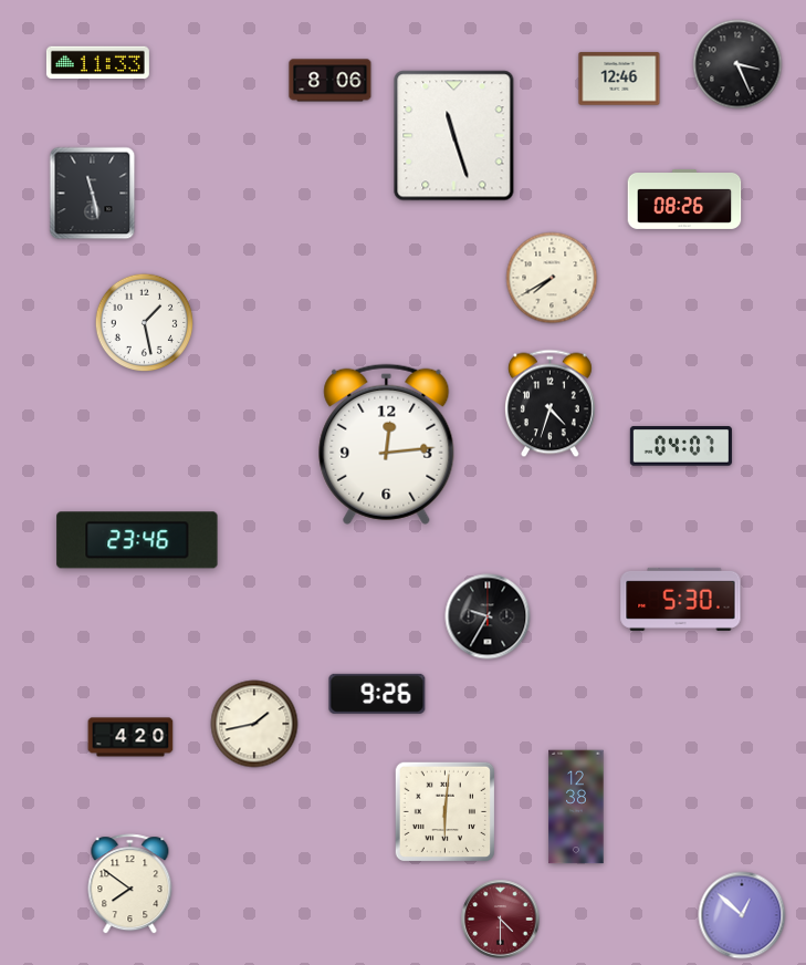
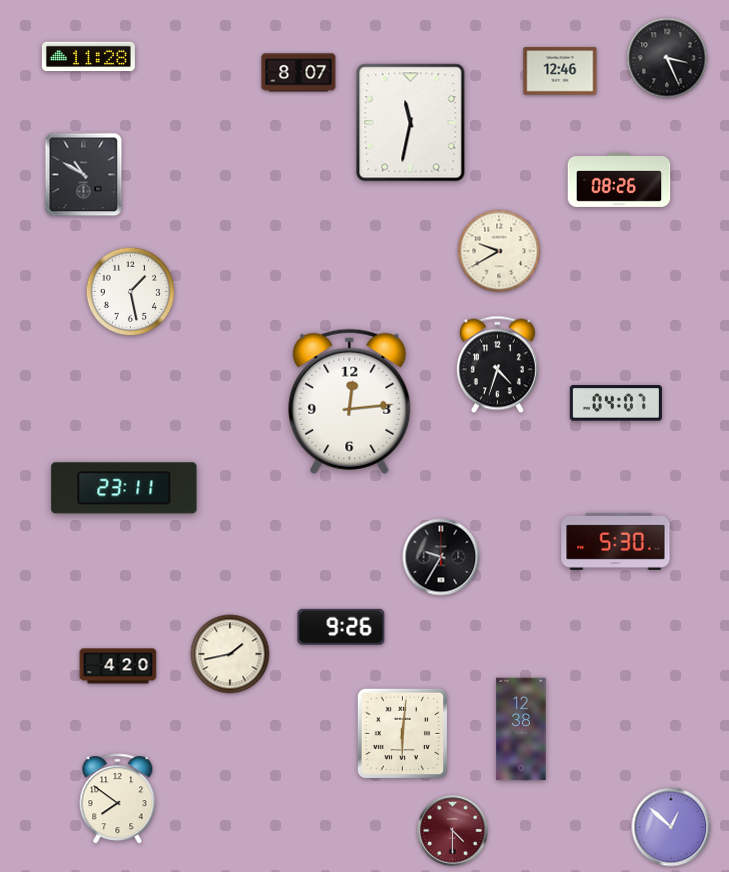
clock at (97, 63): 11:33 -> 11:28
clock at (331, 81): 8:06 -> 8:07
clock at (454, 136): 11:27 -> 11:32
clock at (93, 194): 11:28 -> 10:50
clock at (552, 278): 7:40 -> 9:40
clock at (137, 540): 23:46 -> 23:11
